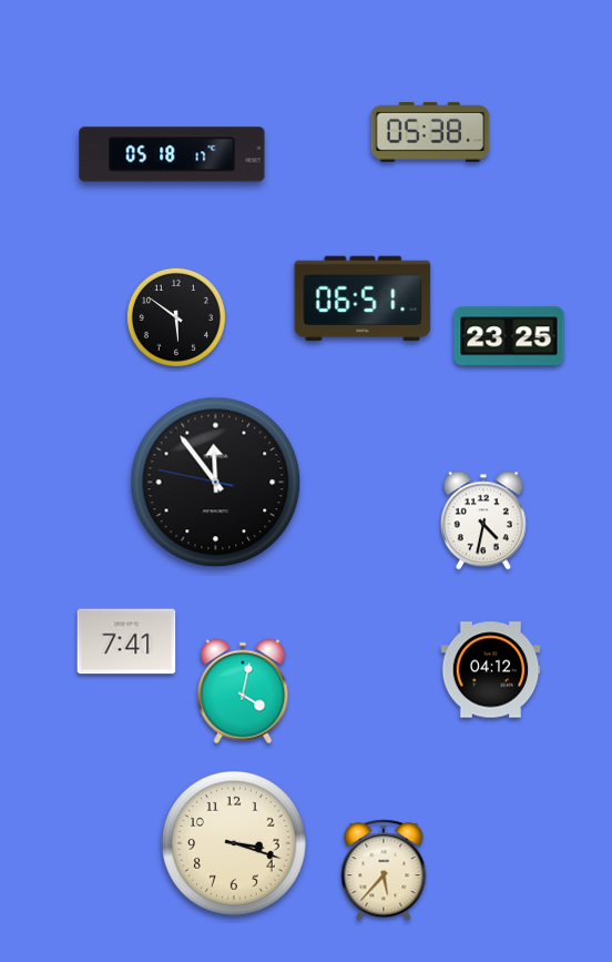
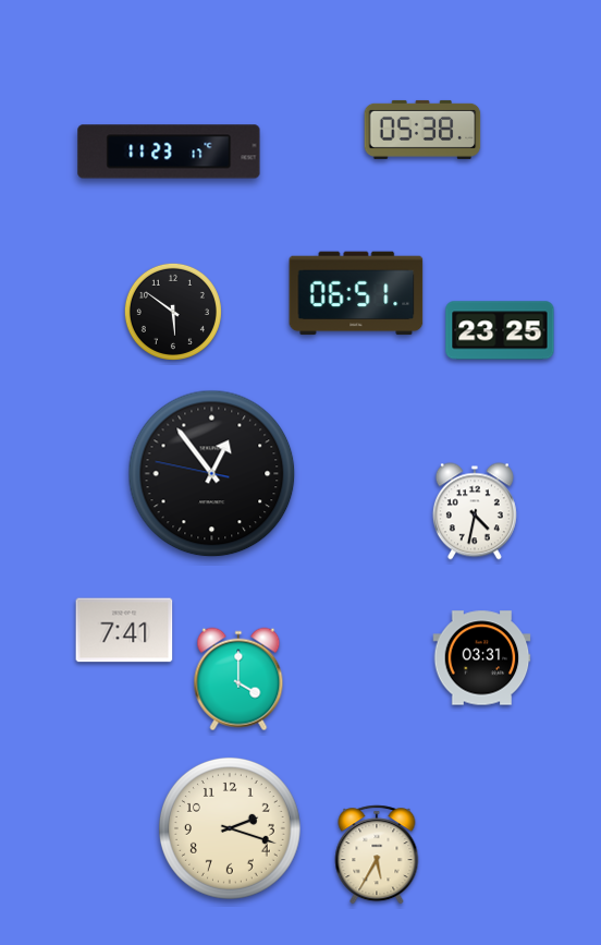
clock at (172, 154): 05:18 -> 11:23
clock at (216, 483): 11:53 -> 12:53
clock at (491, 670): 04:12 -> 03:31
clock at (243, 691): 4:02 -> 4:00
clock at (234, 843): 3:18 -> 2:18
clock at (384, 870): 5:37 -> 5:35
